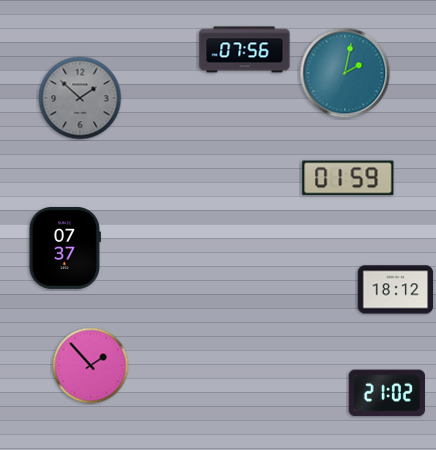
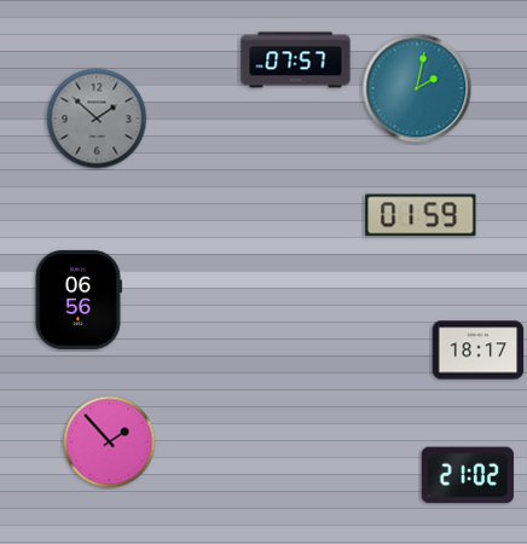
clock at (245, 50): 07:56 -> 07:57
clock at (65, 248): 07:37 -> 06:56
clock at (396, 290): 18:12 -> 18:17
